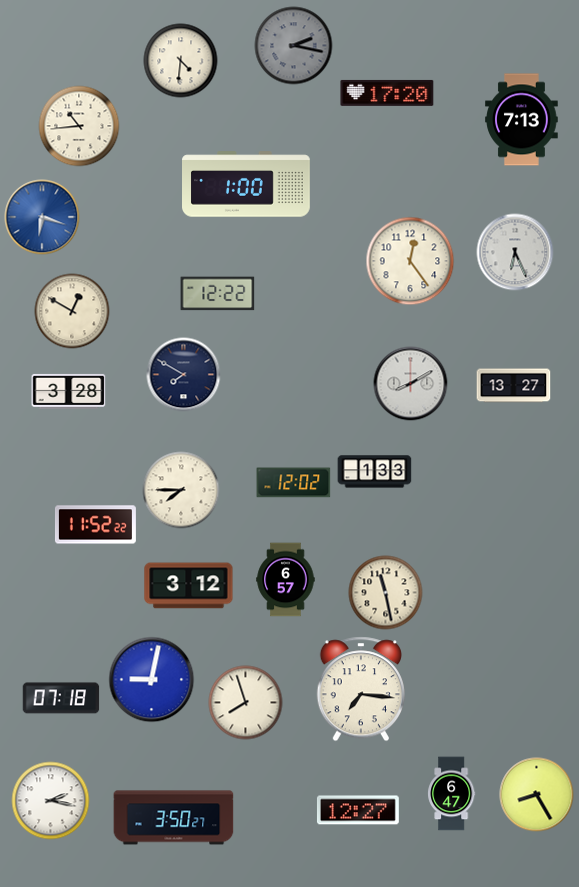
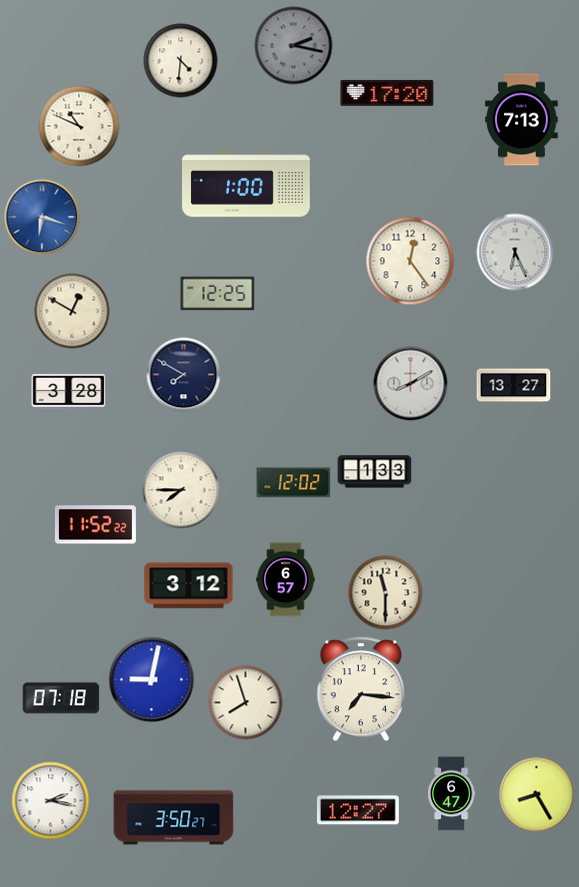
clock at (79, 126): 10:44 -> 10:49
clock at (218, 294): 12:22 -> 12:25
clock at (386, 593): 11:28 -> 11:30
